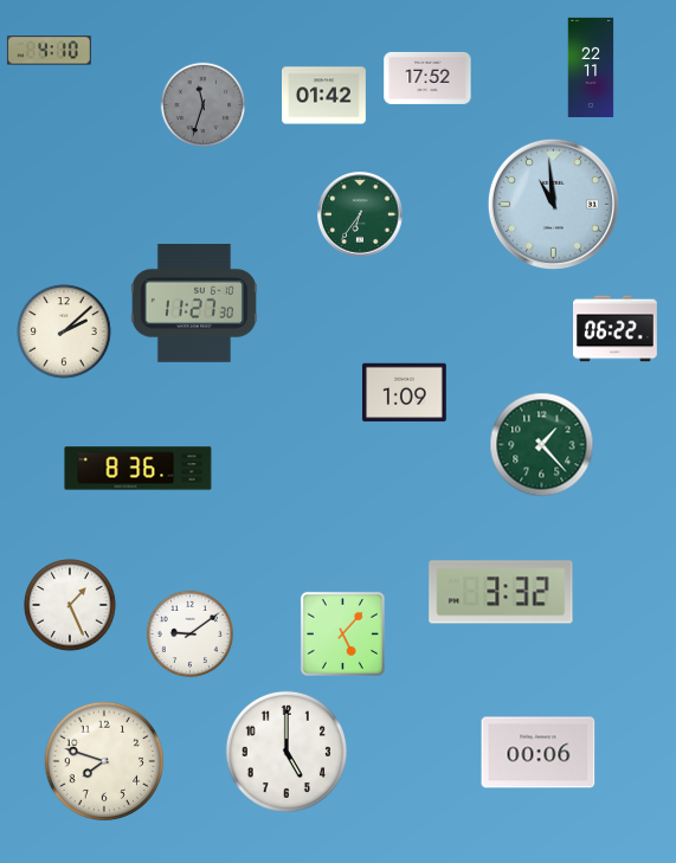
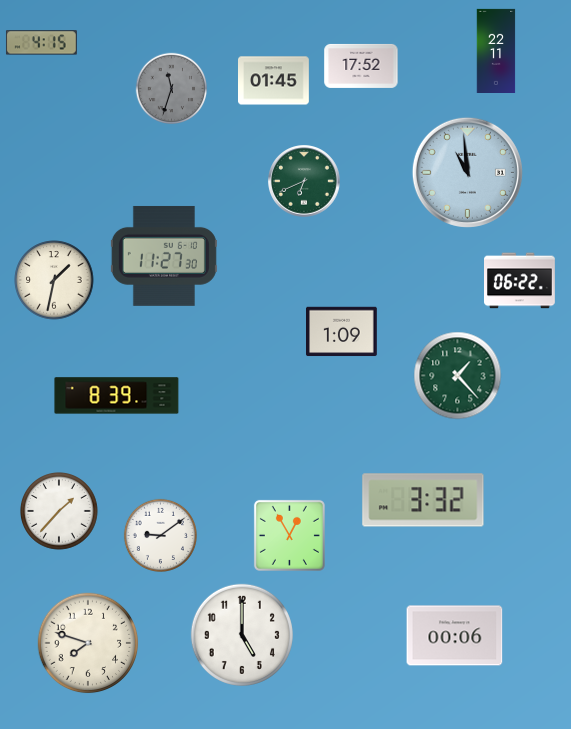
clock at (49, 51): 4:10 -> 4:15
clock at (591, 66) position: (591, 66) -> (496, 50)
clock at (324, 96): 01:42 -> 01:45
clock at (360, 214): 6:36 -> 6:41
clock at (616, 329) position: (616, 329) -> (520, 281)
clock at (64, 331): 2:08 -> 1:32
clock at (139, 469): 8:36 -> 8:39
clock at (71, 606): 1:26 -> 1:37
clock at (342, 633): 5:07 -> 12:55
